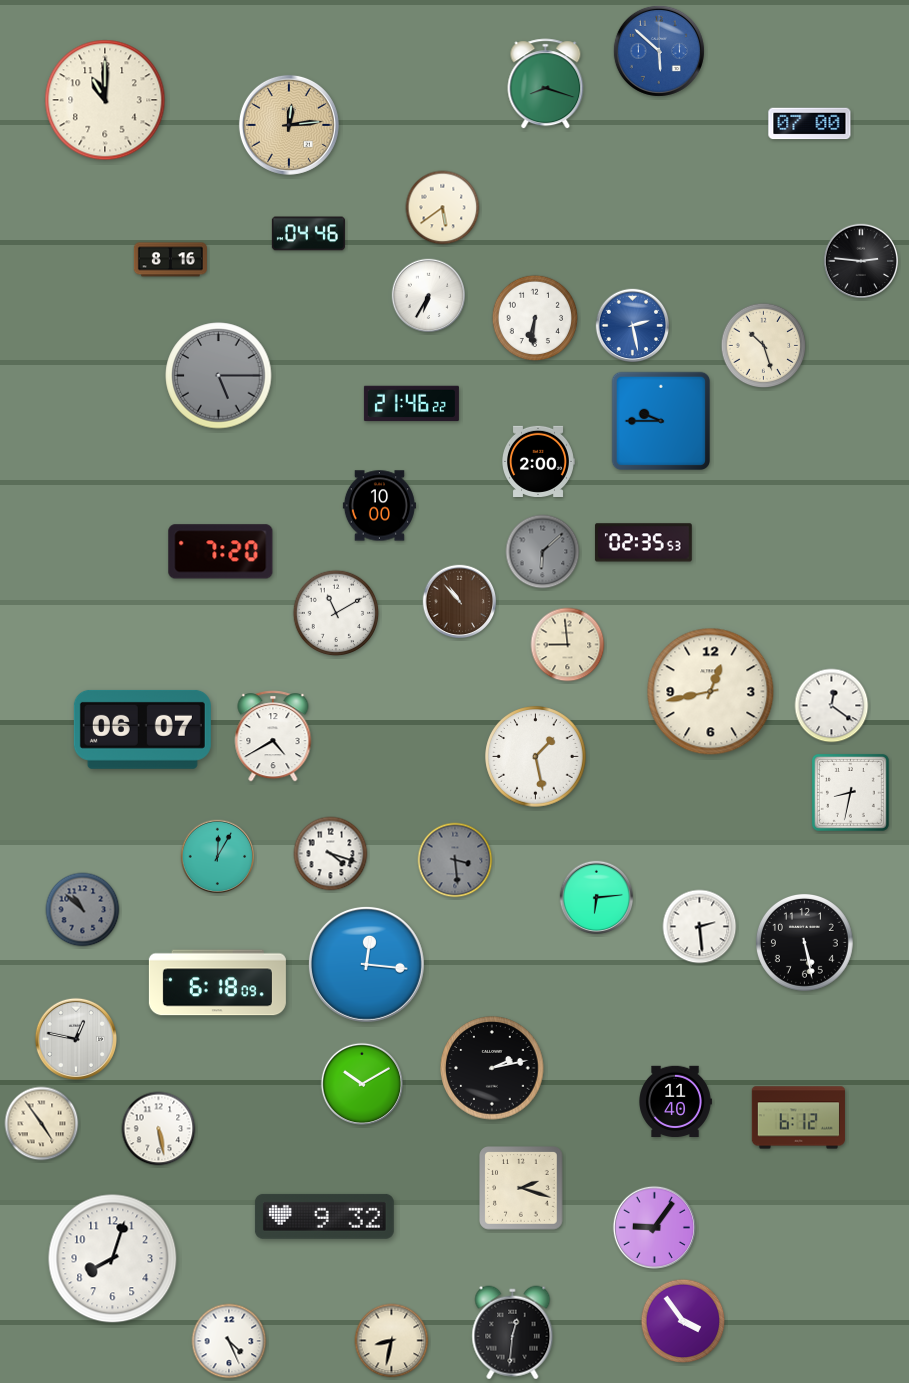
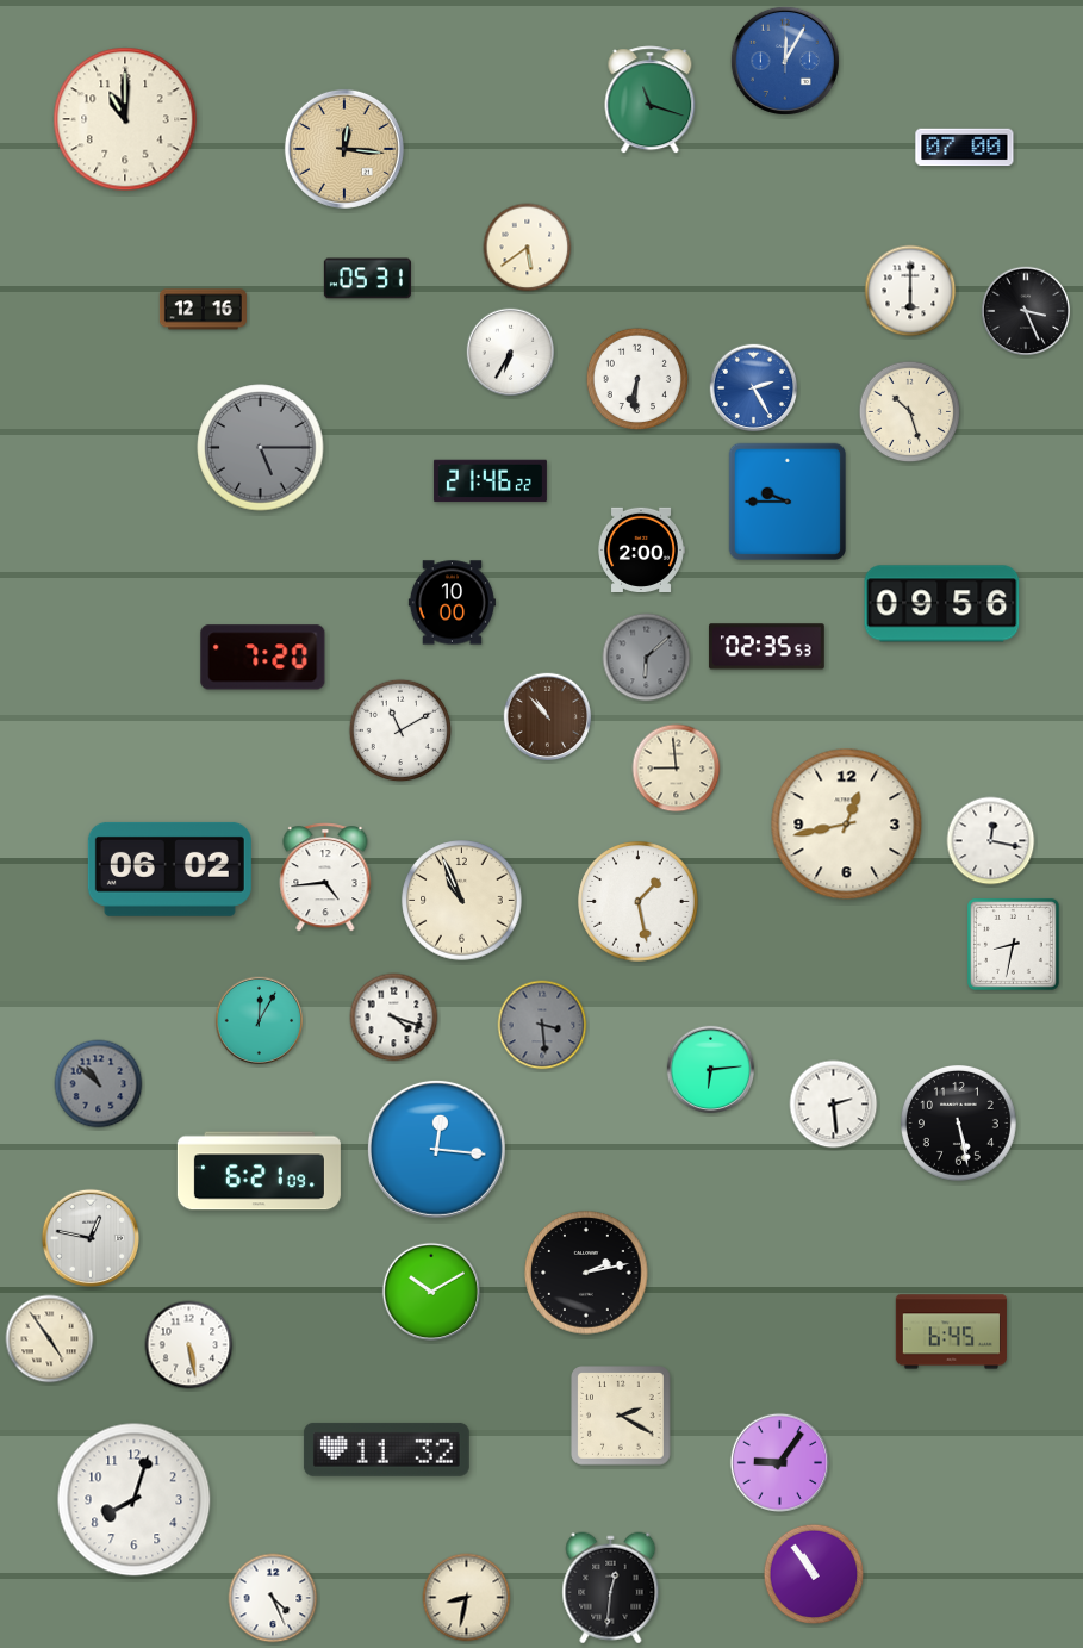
clock at (659, 51): 5:52 -> 12:05
clock at (546, 84): 8:18 -> 11:18
clock at (289, 125): 12:14 -> 12:16
clock at (308, 234): 04:46 -> 05:31
clock at (910, 291): none -> 6:00
clock at (170, 260): 8:16 -> 12:16
clock at (861, 261): 2:46 -> 3:26
clock at (633, 326): 2:28 -> 2:25
clock at (942, 604): none -> 09:56
clock at (832, 706): 12:21 -> 12:17
clock at (142, 729): 06:07 -> 06:02
clock at (273, 736): 4:40 -> 4:44
clock at (462, 901): none -> 10:56
clock at (217, 983): 6:18 -> 6:21
clock at (675, 1101): 11:40 -> none
clock at (798, 1118): 6:12 -> 6:45
clock at (521, 1188): 2:18 -> 2:20
clock at (324, 1216): 9:32 -> 11:32
clock at (683, 1321): 3:54 -> 10:54
